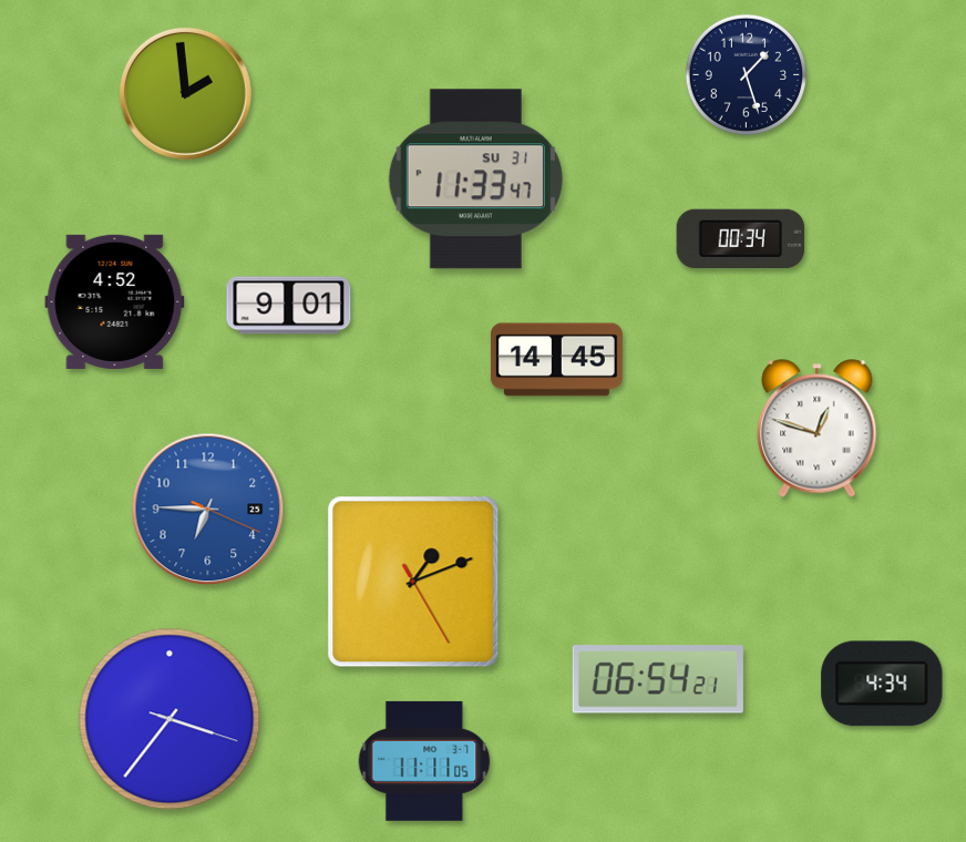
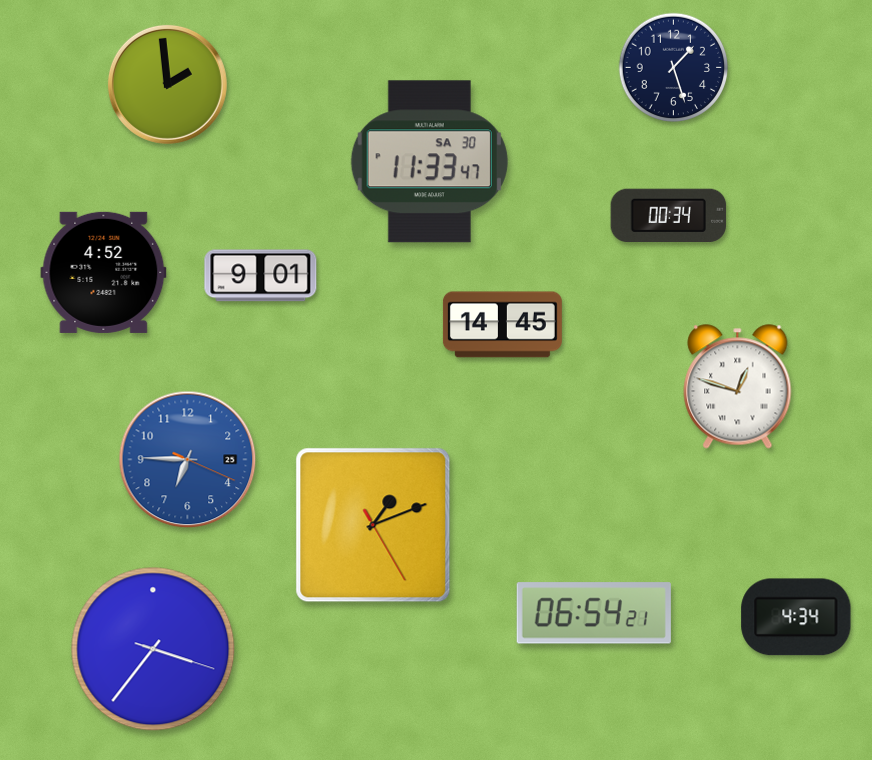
clock at (475, 179) date: SU 31 -> SA 30
clock at (424, 761): 11:11 -> none
